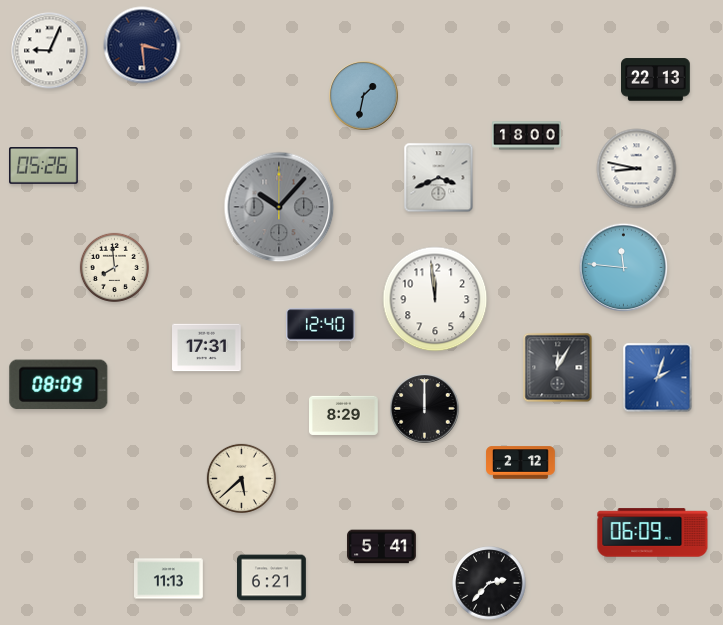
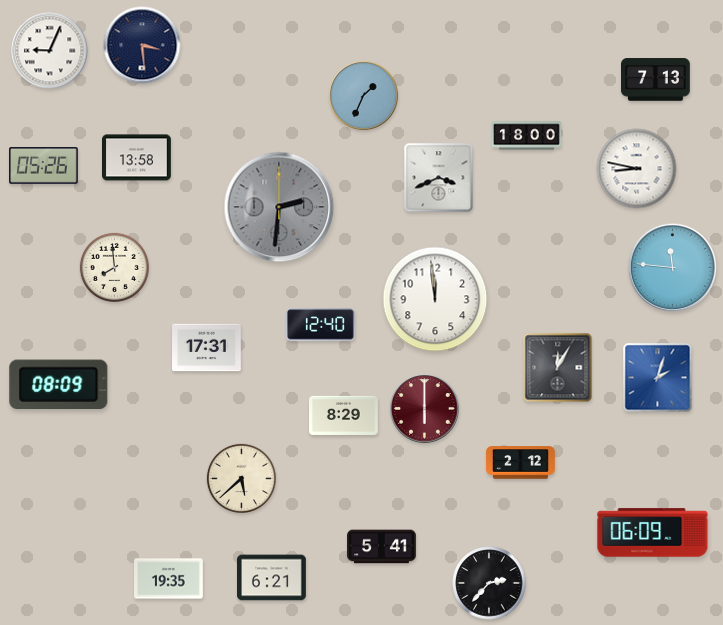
clock at (656, 80): 22:13 -> 7:13
clock at (364, 96): 1:32 -> 1:34
clock at (137, 158): none -> 13:58
clock at (279, 207): 10:07 -> 2:31
clock at (623, 267) position: (623, 267) -> (672, 267)
clock at (425, 409): 12:00 -> 6:00
clock at (425, 409) dial: black -> burgundy
clock at (169, 579): 11:13 -> 19:35
